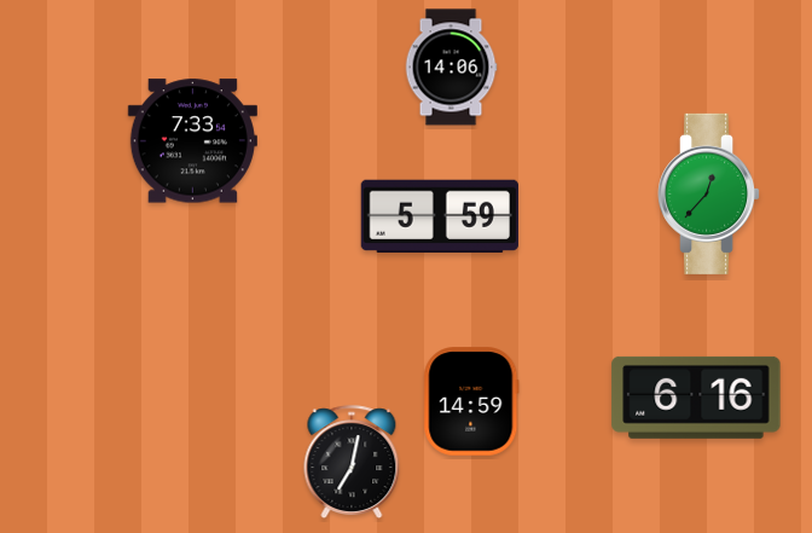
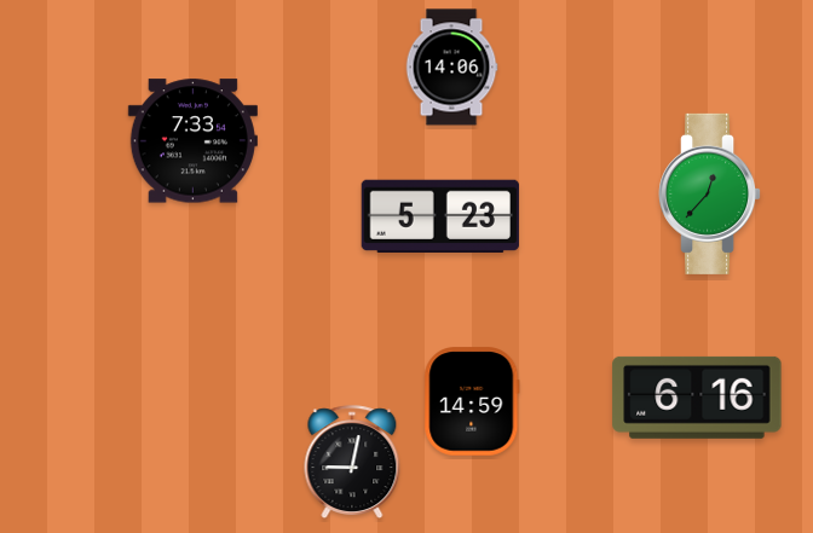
clock at (440, 216): 5:59 -> 5:23
clock at (352, 462): 7:02 -> 9:02
